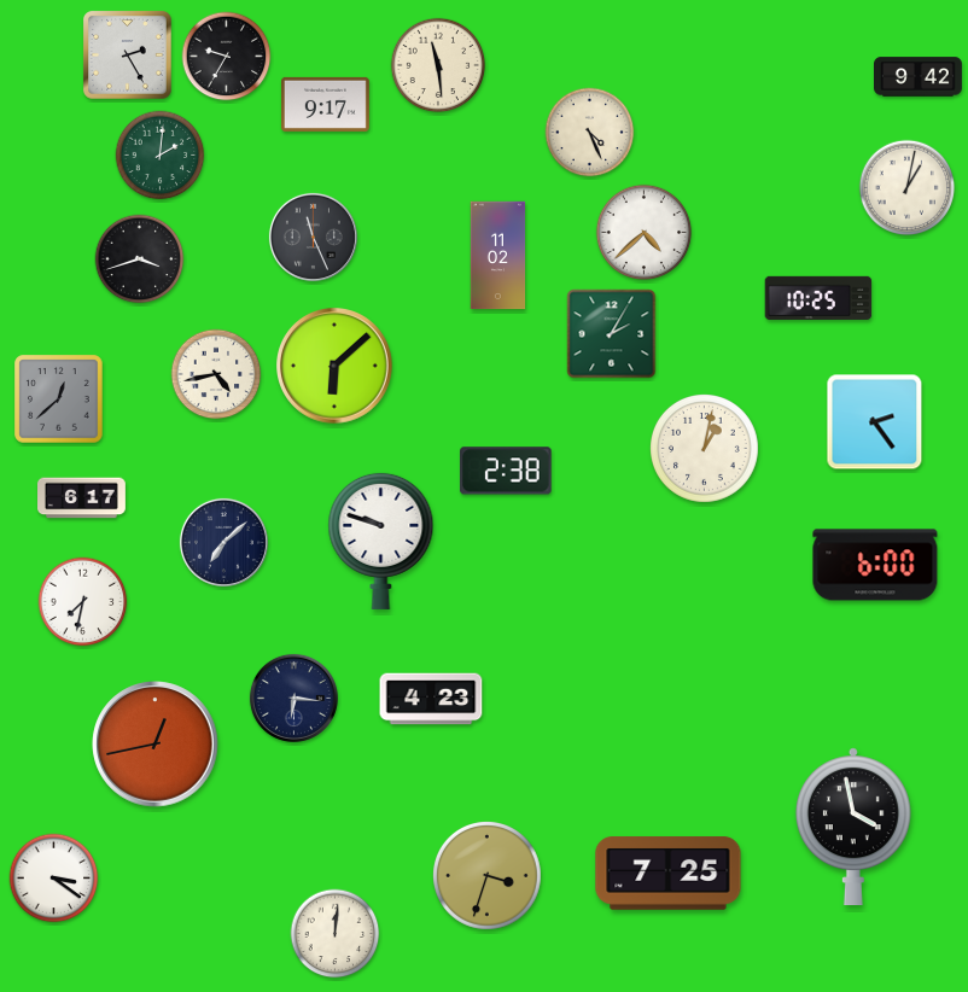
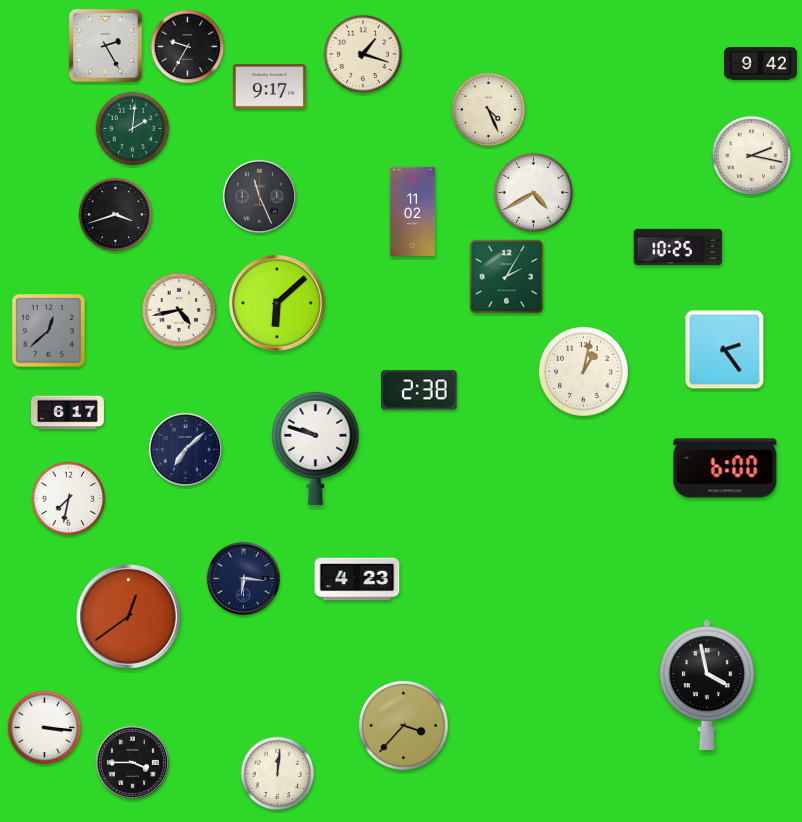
clock at (438, 65): 11:29 -> 1:18
clock at (908, 188): 1:02 -> 2:17
clock at (645, 233): 4:38 -> 4:40
clock at (156, 745): 12:43 -> 12:39
clock at (669, 874): 7:25 -> none
clock at (488, 876): 3:33 -> 3:37
clock at (54, 879): 3:21 -> 3:16
clock at (132, 762): none -> 3:45
